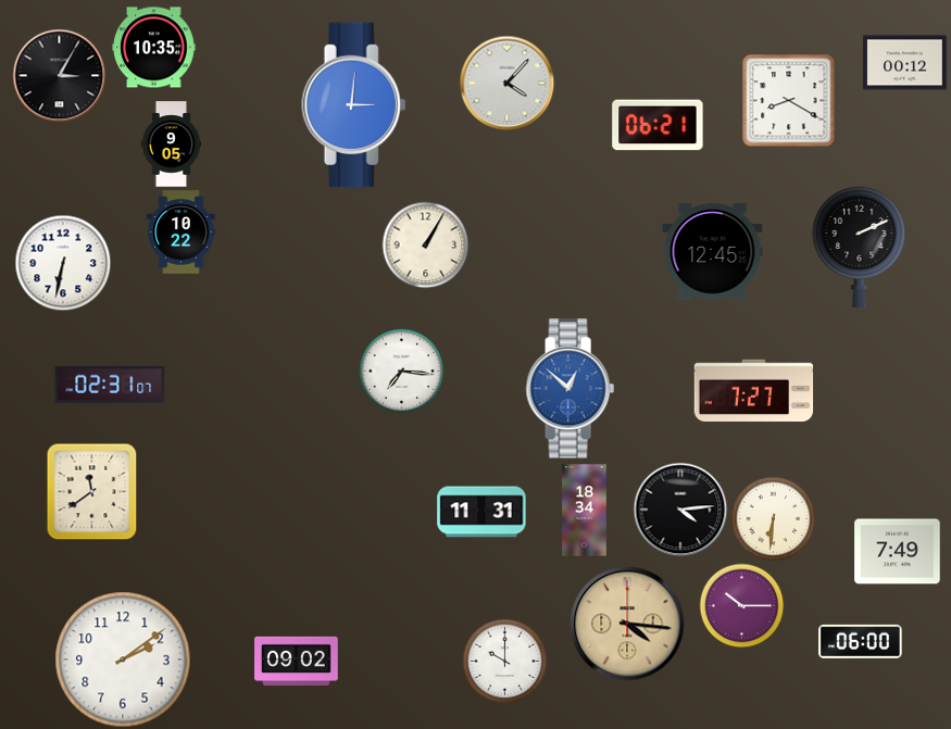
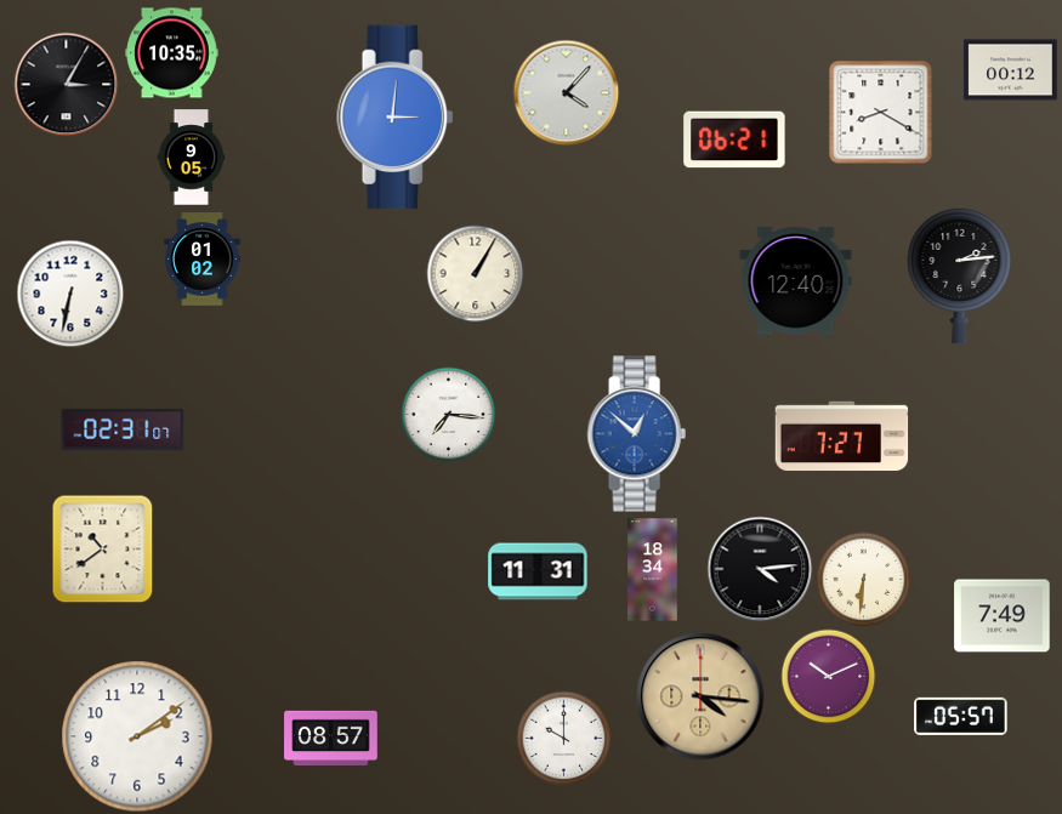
clock at (172, 144) position: (172, 144) -> (192, 158)
clock at (182, 232): 10:22 -> 01:02
clock at (860, 246): 2:11 -> 2:14
clock at (713, 252): 12:45 -> 12:40
clock at (92, 491): 11:39 -> 10:39
clock at (741, 605): 10:15 -> 10:11
clock at (861, 641): 06:00 -> 05:57
clock at (297, 661): 09:02 -> 08:57
